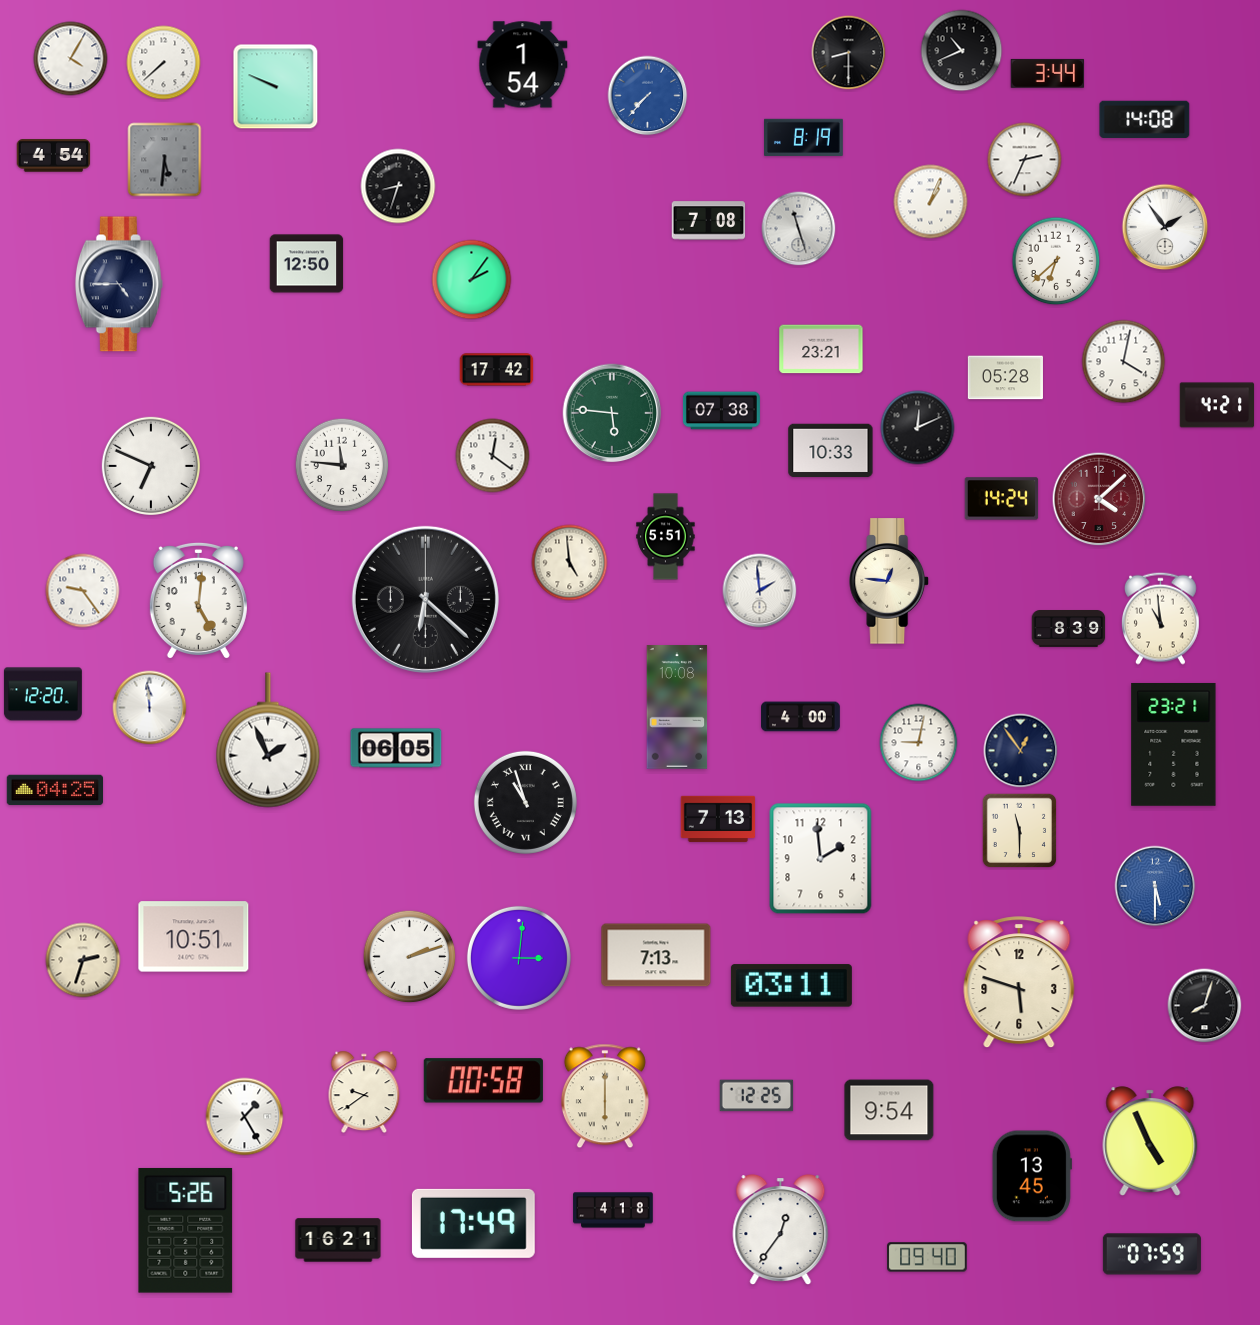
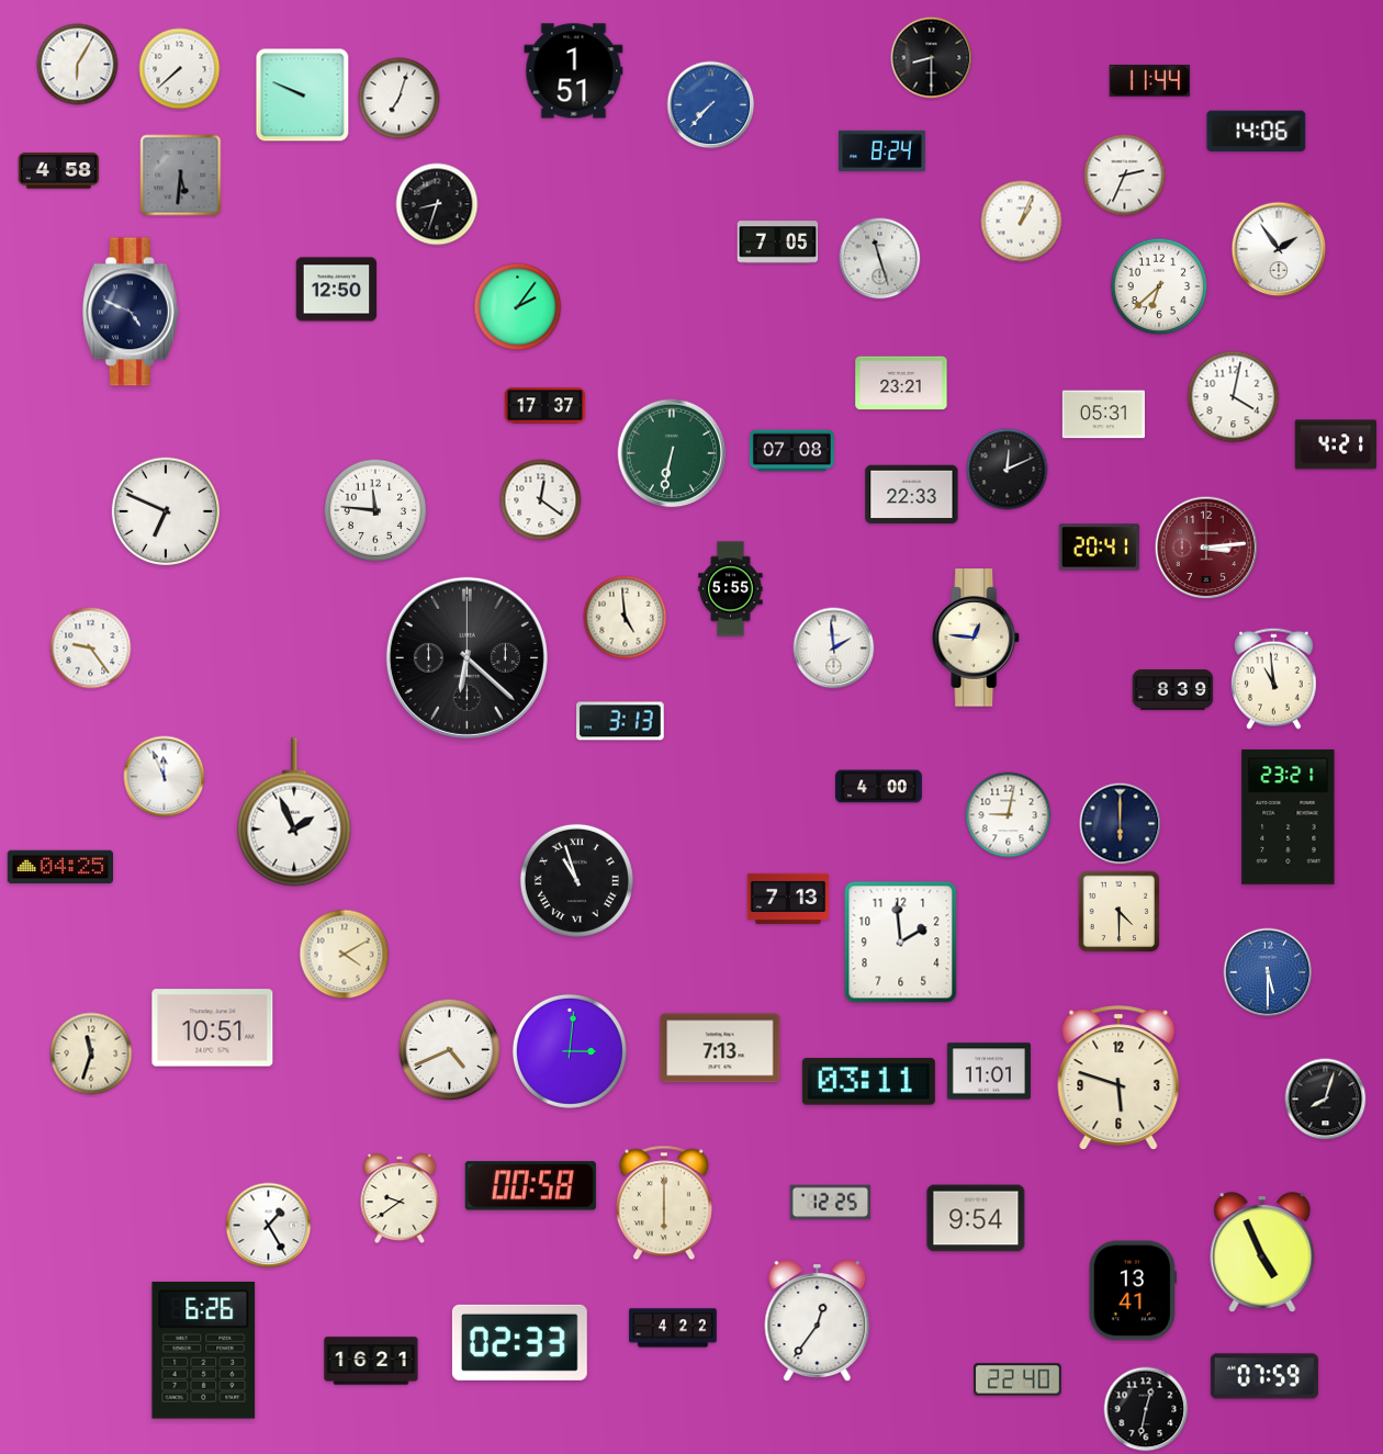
clock at (962, 51): 10:41 -> none
clock at (71, 59): 4:05 -> 6:05
clock at (523, 65): 1:54 -> 1:51
clock at (1048, 73): 3:44 -> 11:44
clock at (400, 99): none -> 7:03
clock at (1145, 119): 14:08 -> 14:06
clock at (804, 137): 8:19 -> 8:24
clock at (54, 156): 4:54 -> 4:58
clock at (709, 221): 7:08 -> 7:05
clock at (799, 229) position: (799, 229) -> (880, 259)
clock at (119, 284): 4:45 -> 4:49
clock at (497, 370): 17:42 -> 17:37
clock at (1005, 378): 05:28 -> 05:31
clock at (721, 411): 07:38 -> 07:08
clock at (612, 413): 5:46 -> 6:32
clock at (831, 451): 10:33 -> 22:33
clock at (1002, 499): 14:24 -> 20:41
clock at (1099, 499): 4:08 -> 3:14
clock at (666, 537): 5:51 -> 5:55
clock at (198, 600): 5:01 -> none
clock at (620, 721): none -> 3:13
clock at (43, 694): 12:20 -> none
clock at (677, 707): 10:08 -> none
clock at (150, 708): 11:59 -> 11:56
clock at (396, 748): 06:05 -> none
clock at (1021, 751): 12:54 -> 6:00
clock at (1019, 830): 11:30 -> 4:30
clock at (345, 955): none -> 4:10
clock at (410, 957): 2:12 -> 4:41
clock at (83, 960): 2:33 -> 11:33
clock at (989, 1071): none -> 11:01
clock at (1205, 1006) position: (1205, 1006) -> (1326, 1100)
clock at (1032, 1176): 13:45 -> 13:41
clock at (613, 1210): 4:18 -> 4:22
clock at (473, 1223): 17:49 -> 02:33
clock at (186, 1230): 5:26 -> 6:26
clock at (781, 1230) position: (781, 1230) -> (818, 1321)
clock at (927, 1257): 09:40 -> 22:40
clock at (1146, 1409): none -> 12:32
